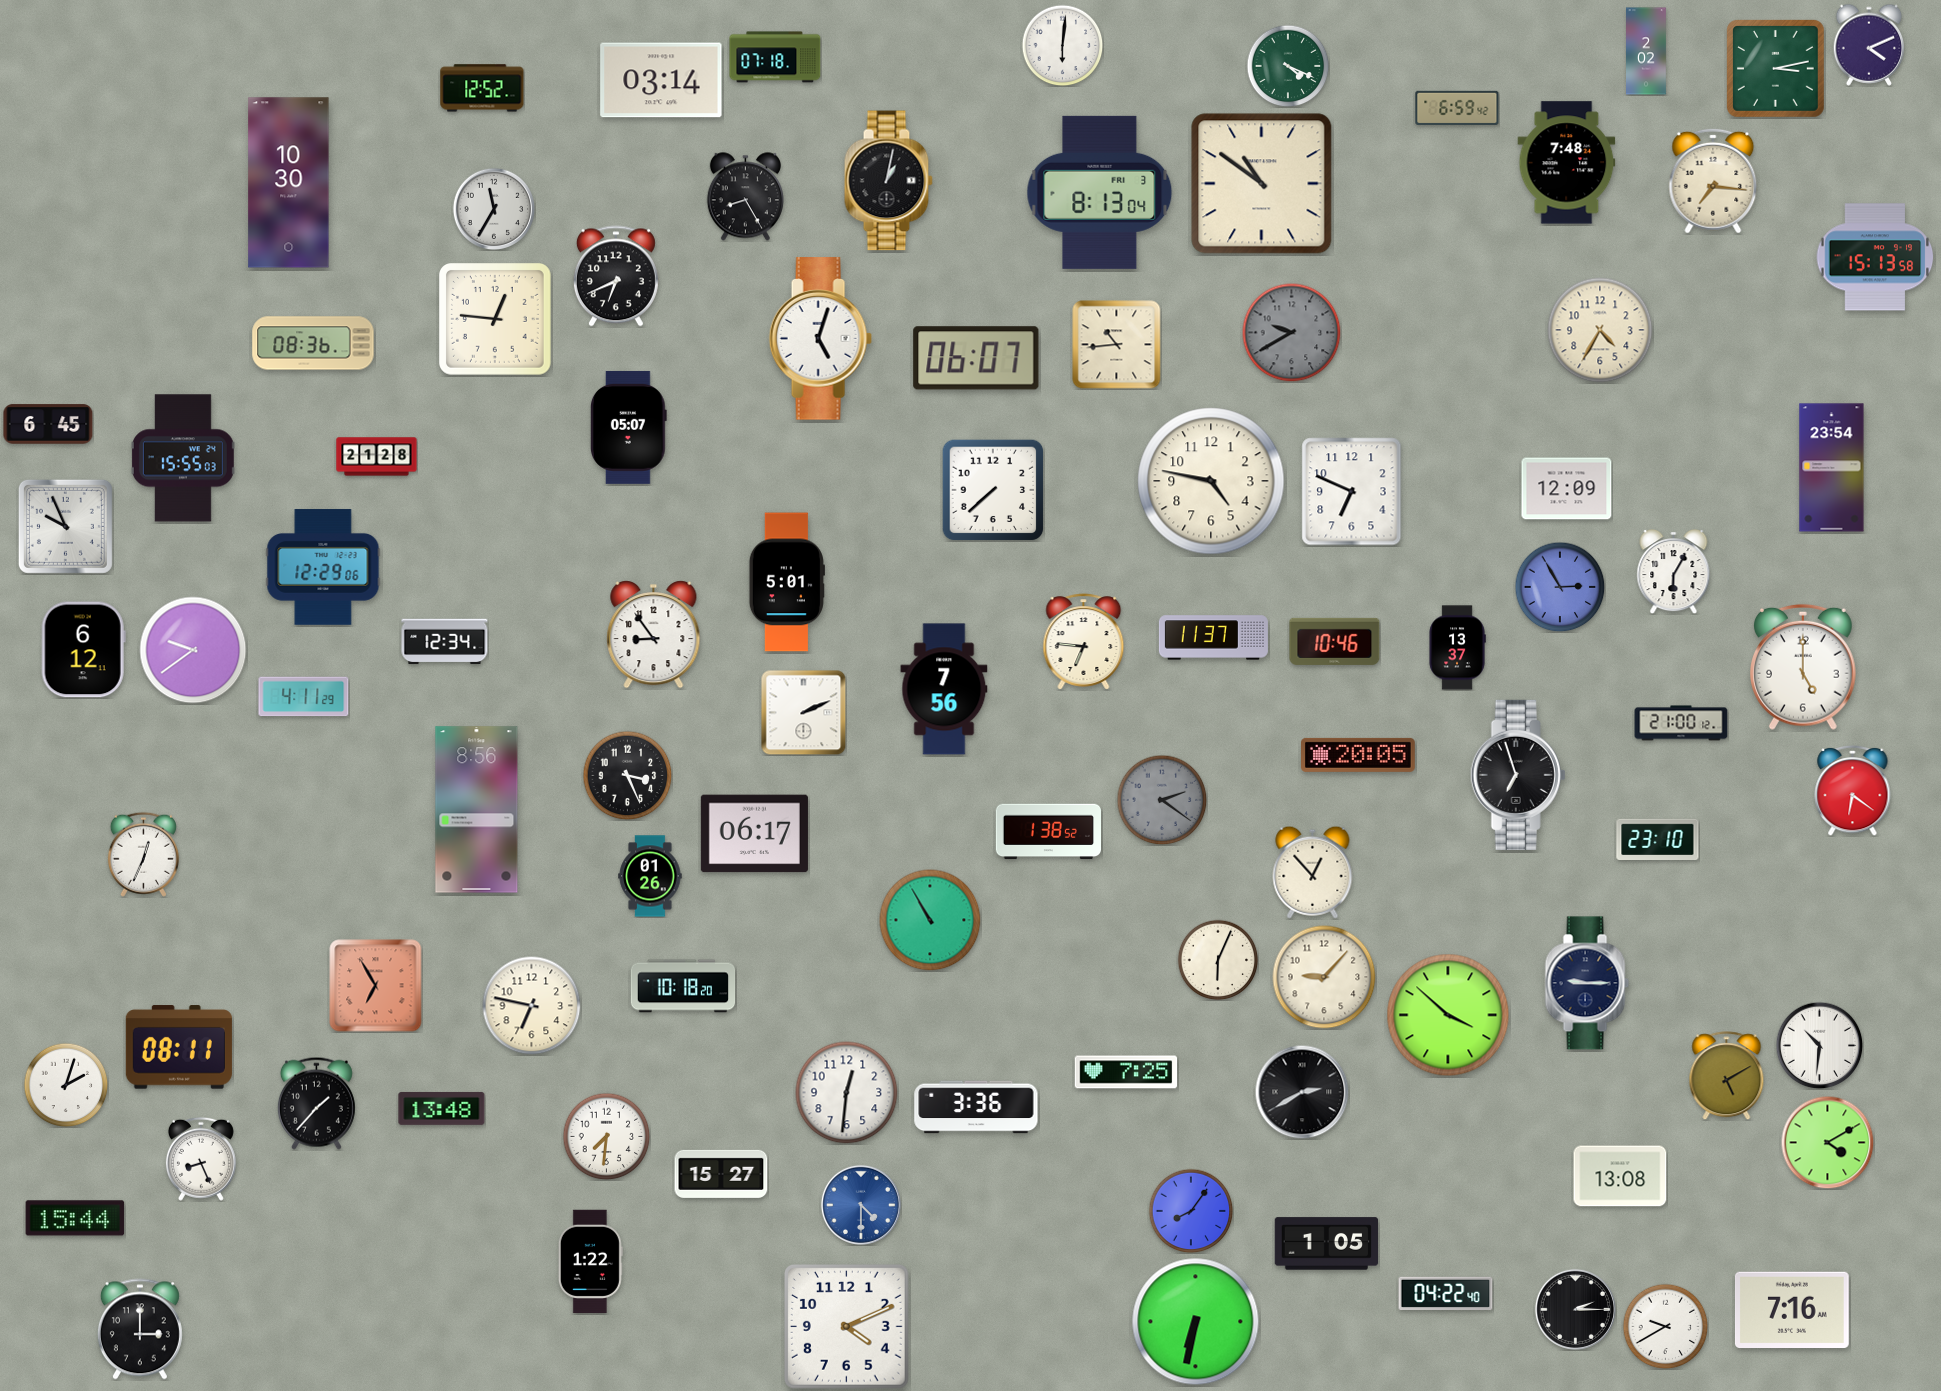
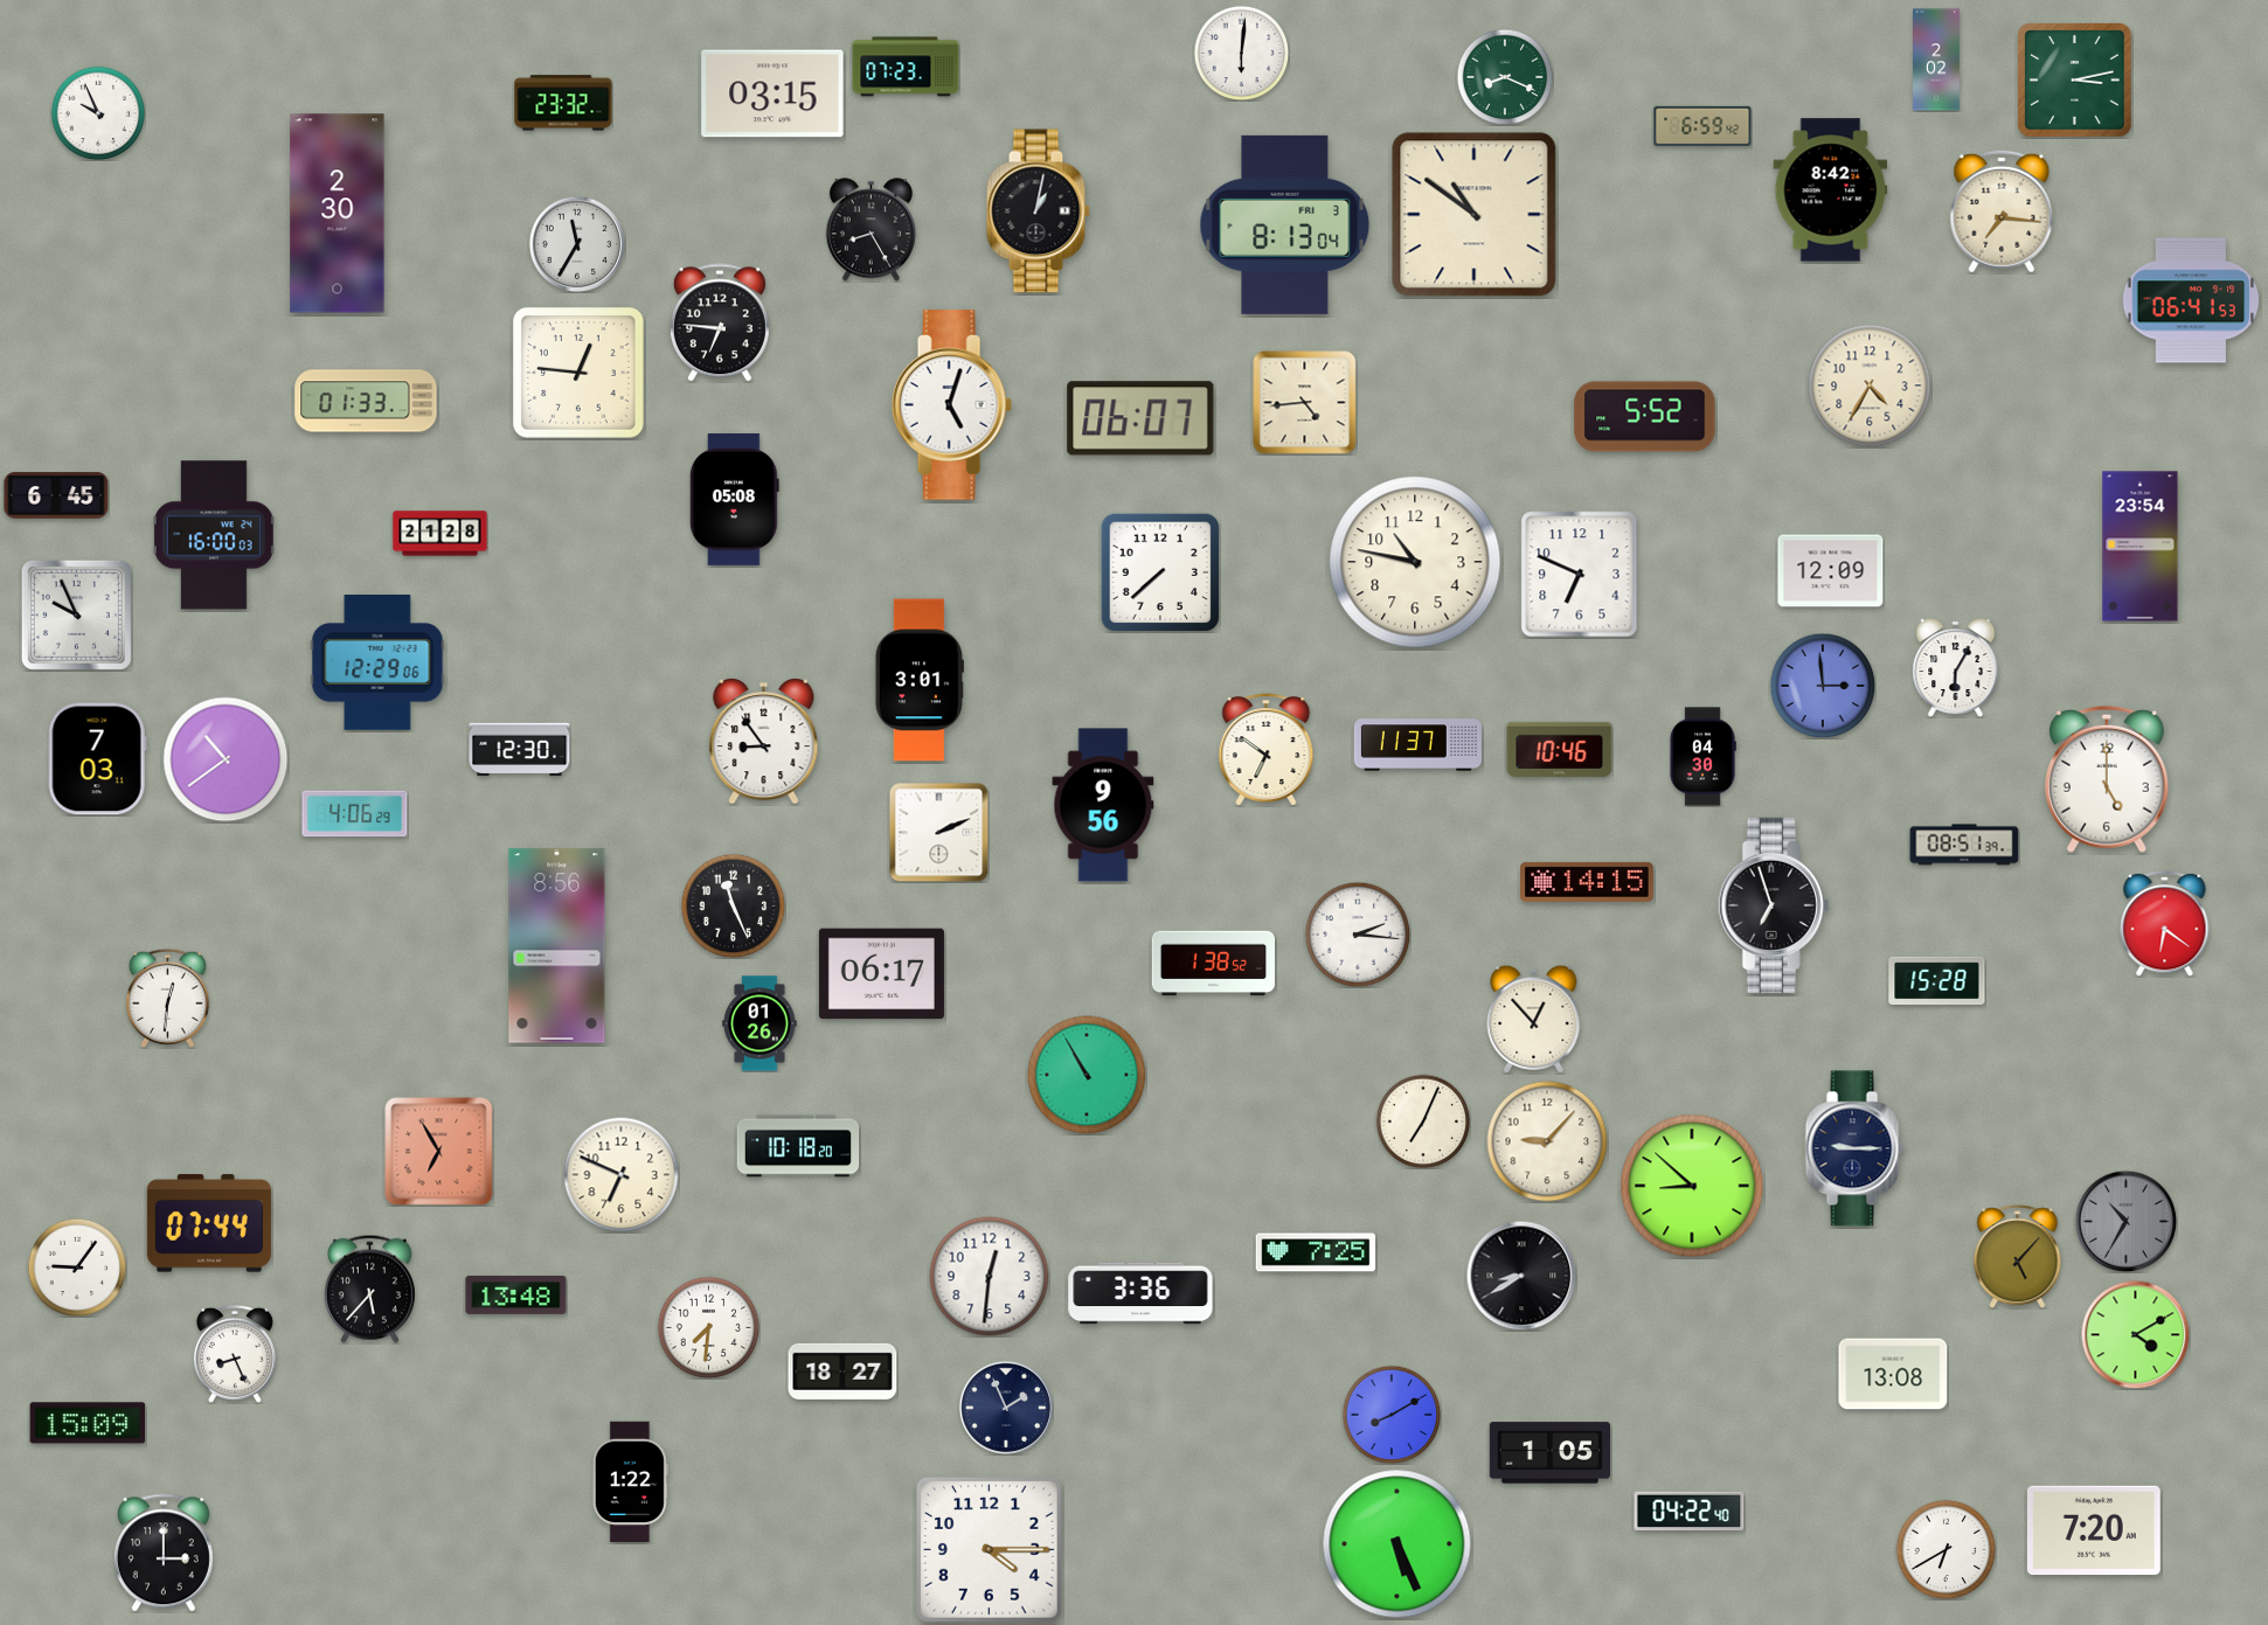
clock at (1869, 45): 4:11 -> none
clock at (1647, 51) position: (1647, 51) -> (1937, 60)
clock at (775, 57): 07:18 -> 07:23
clock at (1288, 66): 4:19 -> 8:19
clock at (661, 80): 03:14 -> 03:15
clock at (482, 88): 12:52 -> 23:32
clock at (98, 113): none -> 9:56
clock at (1567, 163): 7:48 -> 8:42
clock at (289, 183): 10:30 -> 2:30
clock at (1875, 257): 15:13 -> 06:41
clock at (616, 276): 6:41 -> 6:46
clock at (1292, 333): 9:40 -> none
clock at (820, 339) position: (820, 339) -> (951, 405)
clock at (313, 343): 08:36 -> 01:33
clock at (1117, 345): 10:44 -> 4:44
clock at (1645, 417): none -> 5:52
clock at (628, 427): 05:07 -> 05:08
clock at (183, 458): 15:55 -> 16:00
clock at (1211, 481): 4:47 -> 10:47
clock at (787, 582): 5:01 -> 3:01
clock at (1560, 587): 2:55 -> 2:59
clock at (445, 642): 12:34 -> 12:30
clock at (1084, 642): 6:46 -> 6:51
clock at (1457, 648): 13:37 -> 04:30
clock at (83, 650): 6:12 -> 7:03
clock at (193, 650): 9:39 -> 10:39
clock at (944, 689): 7:56 -> 9:56
clock at (304, 697): 4:11 -> 4:06
clock at (1681, 723): 21:00 -> 08:51
clock at (1359, 755): 20:05 -> 14:15
clock at (627, 775): 3:26 -> 11:26
clock at (1162, 800): 2:21 -> 2:16
clock at (1162, 800) dial: grey -> white
clock at (1048, 832) position: (1048, 832) -> (1213, 964)
clock at (1658, 840): 23:10 -> 15:28
clock at (143, 854): 12:34 -> 12:31
clock at (1218, 960): 6:04 -> 7:04
clock at (683, 986) position: (683, 986) -> (798, 1146)
clock at (532, 1006): 6:47 -> 6:49
clock at (1448, 1015): 3:52 -> 8:52
clock at (1819, 1045): 10:31 -> 10:35
clock at (1819, 1045) dial: white -> grey
clock at (179, 1047): 08:11 -> 07:44
clock at (1727, 1076): 5:10 -> 5:07
clock at (66, 1085): 2:03 -> 9:06
clock at (1302, 1092): 2:40 -> 8:40
clock at (316, 1103): 1:37 -> 5:37
clock at (721, 1174): 15:27 -> 18:27
clock at (861, 1205): 4:30 -> 1:56
clock at (861, 1205) dial: blue -> navy
clock at (1191, 1211): 8:06 -> 8:10
clock at (75, 1218): 15:44 -> 15:09
clock at (590, 1262) position: (590, 1262) -> (630, 1482)
clock at (1575, 1309): 2:15 -> none
clock at (1792, 1310): 7:16 -> 7:20
clock at (1196, 1322): 6:32 -> 5:26
clock at (1665, 1326): 9:40 -> 6:40
clock at (847, 1327): 4:11 -> 4:15
